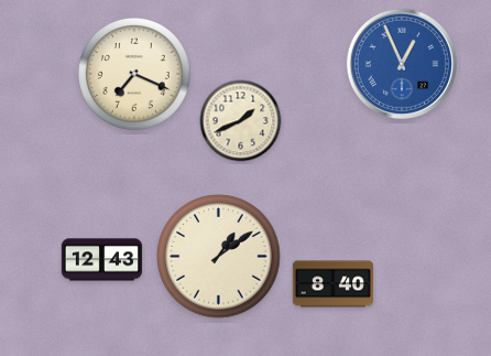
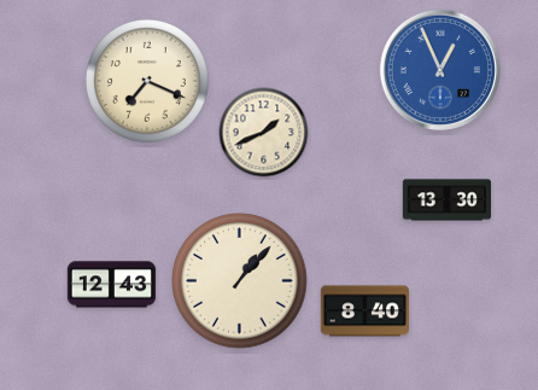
clock at (448, 200): none -> 13:30
clock at (219, 257): 1:09 -> 1:07
